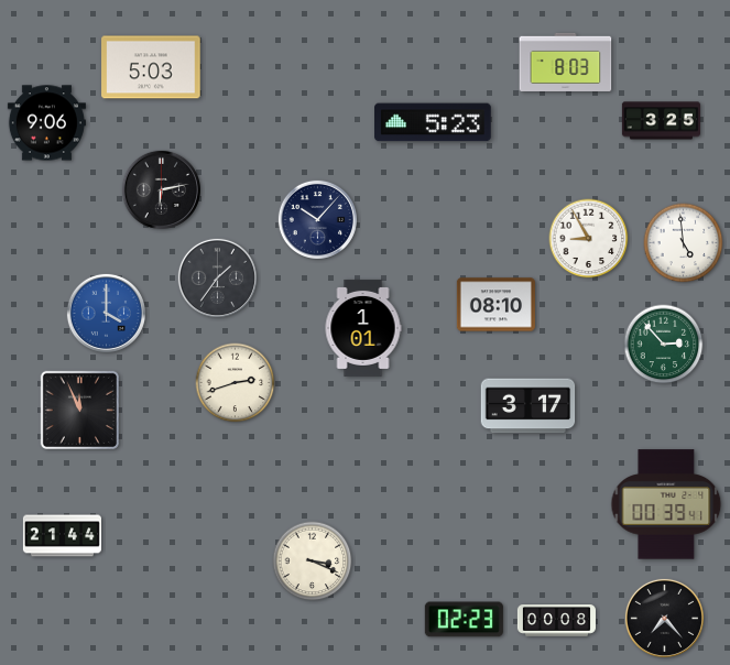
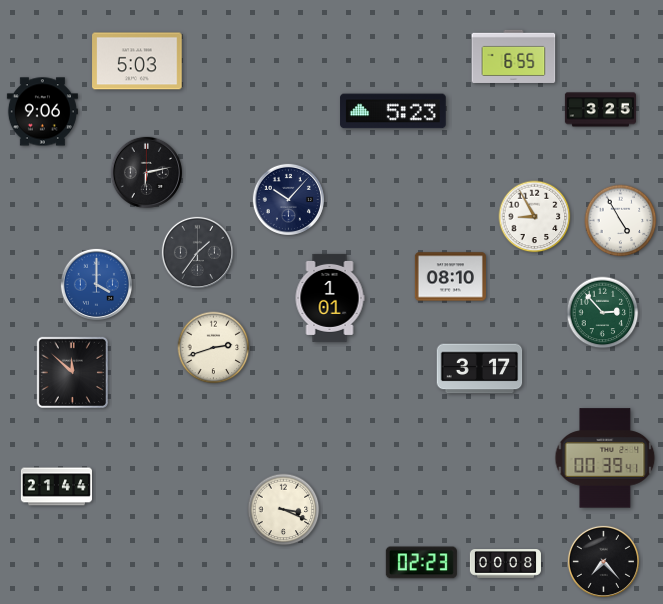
clock at (566, 62): 8:03 -> 6:55
clock at (684, 243): 4:59 -> 4:55
clock at (79, 410): 11:56 -> 11:52
